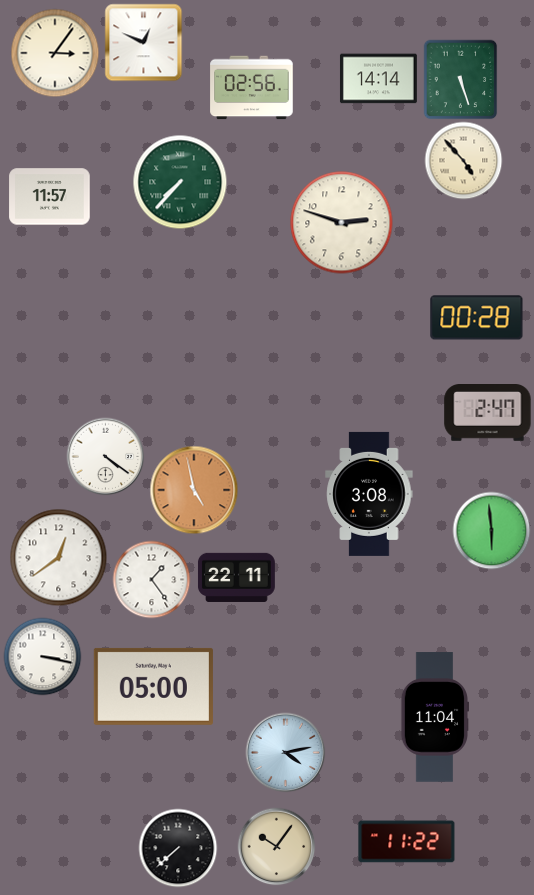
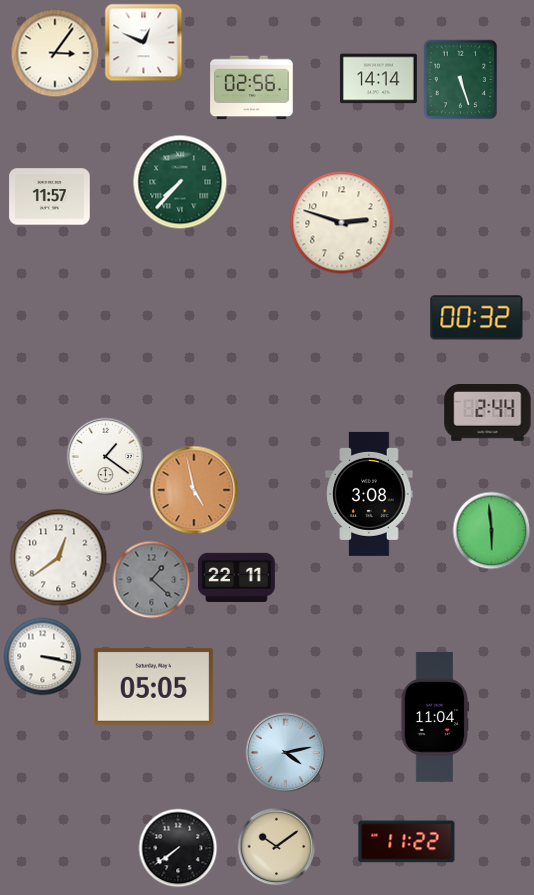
clock at (463, 160): 4:53 -> none
clock at (477, 318): 00:28 -> 00:32
clock at (488, 413): 2:47 -> 2:44
clock at (105, 456): 4:21 -> 1:21
clock at (151, 579): 1:24 -> 1:22
clock at (151, 579) dial: white -> grey
clock at (153, 686): 05:00 -> 05:05
clock at (276, 846): 10:06 -> 10:09
clock at (178, 848): 7:38 -> 7:39
